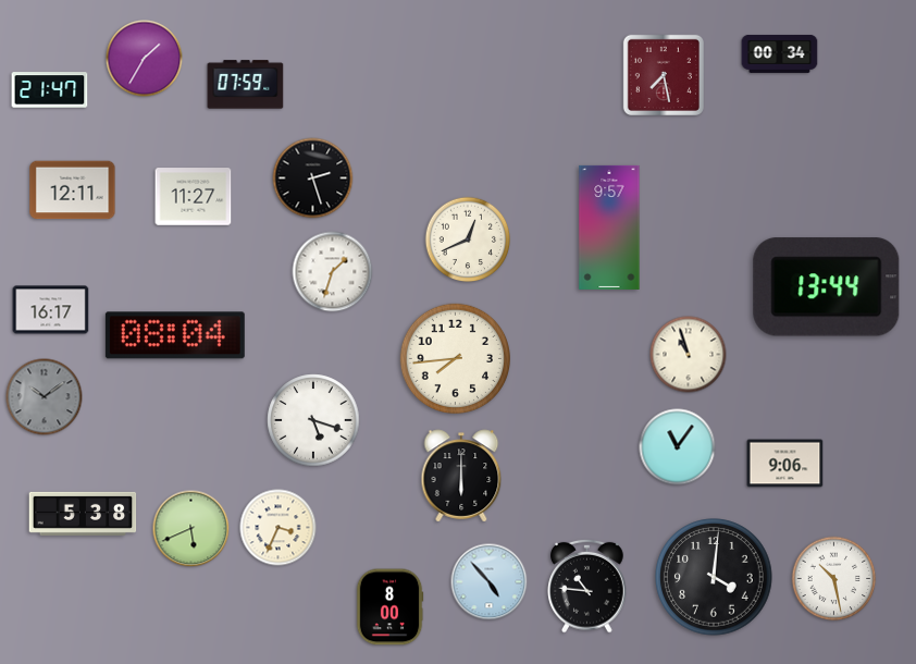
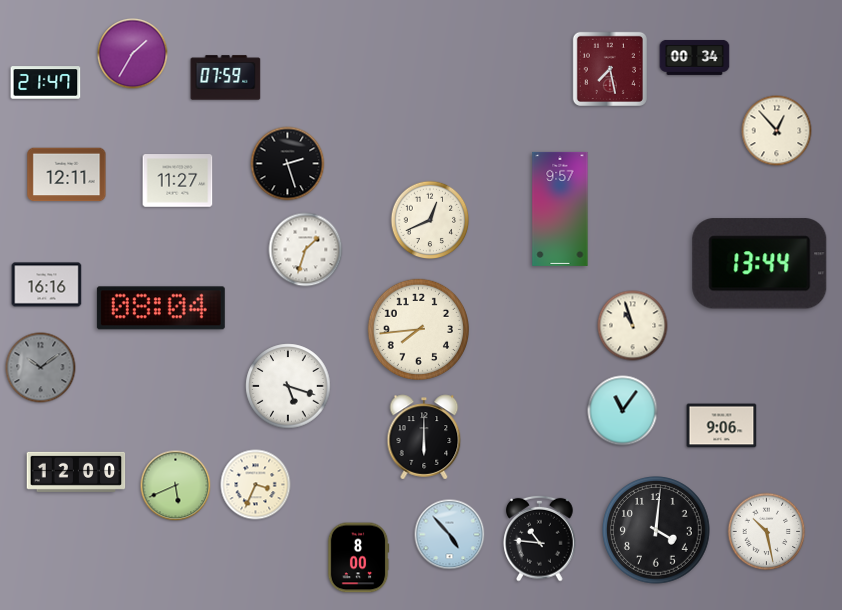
clock at (780, 53) position: (780, 53) -> (695, 57)
clock at (777, 131): none -> 12:53
clock at (51, 310): 16:17 -> 16:16
clock at (45, 397) position: (45, 397) -> (41, 368)
clock at (83, 514): 5:38 -> 12:00
